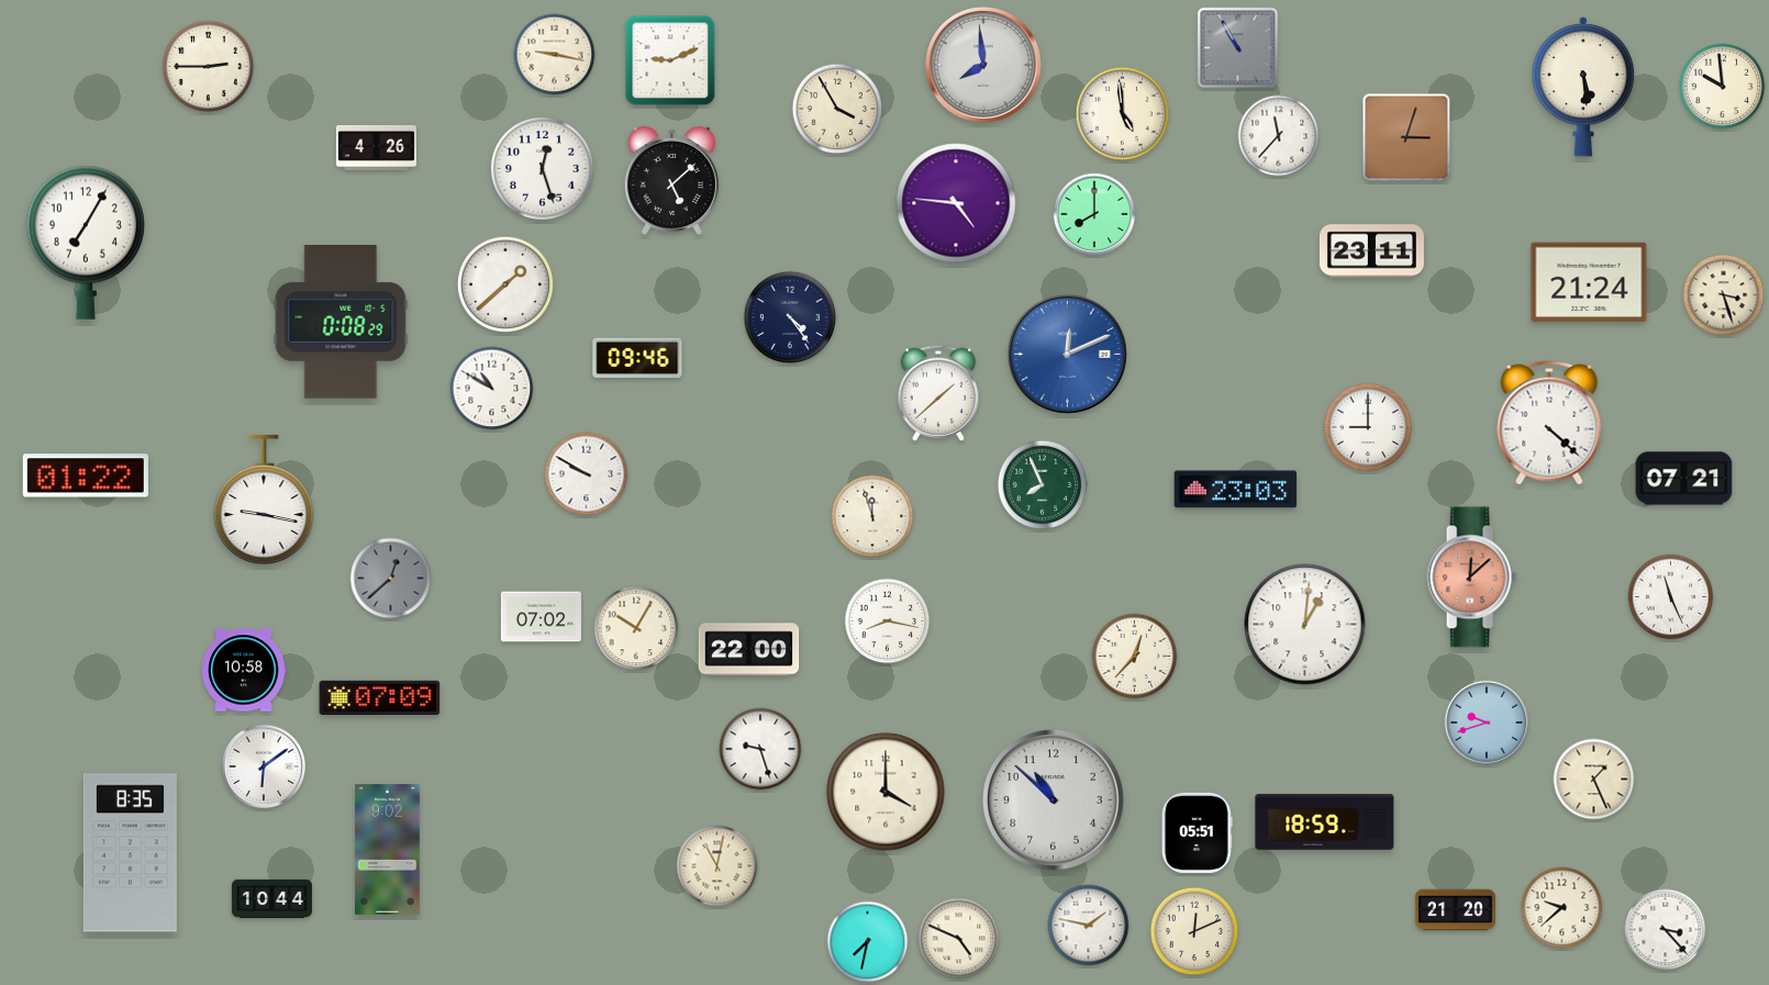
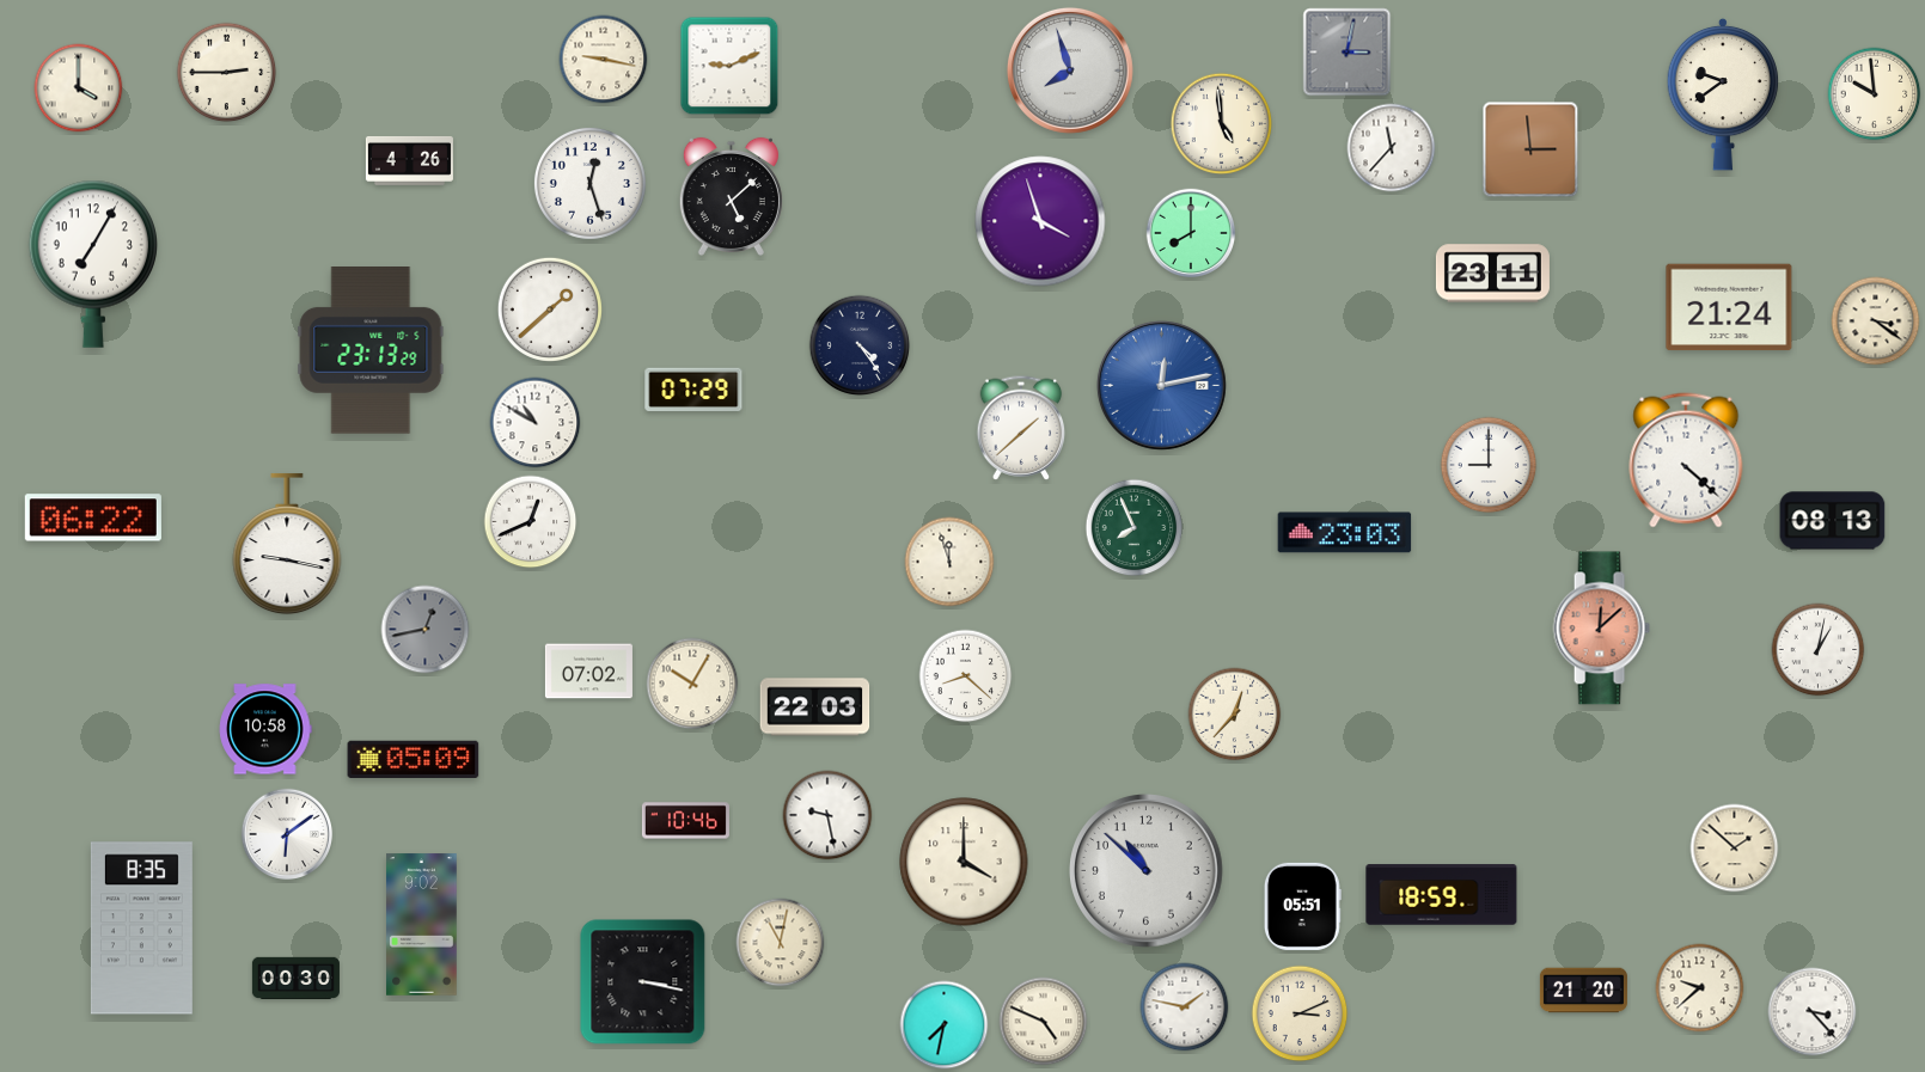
clock at (1238, 48): 10:55 -> 3:02
clock at (983, 65): 7:59 -> 7:57
clock at (79, 88): none -> 4:00
clock at (1583, 87): 5:29 -> 9:39
clock at (837, 109): 3:55 -> none
clock at (1406, 137): 3:03 -> 2:59
clock at (956, 203): 4:46 -> 3:57
clock at (1724, 295): 3:27 -> 3:21
clock at (341, 323): 0:08 -> 23:13
clock at (1067, 354): 12:11 -> 12:13
clock at (637, 358): 09:46 -> 07:29
clock at (587, 474): 9:50 -> none
clock at (86, 475): 01:22 -> 06:22
clock at (1684, 479): 07:21 -> 08:13
clock at (531, 522): none -> 12:41
clock at (391, 579): 12:38 -> 12:43
clock at (1671, 597): 11:26 -> 1:02
clock at (888, 622): 8:17 -> 8:22
clock at (1305, 625): 1:01 -> none
clock at (749, 650): 22:00 -> 22:03
clock at (380, 698): 07:09 -> 05:09
clock at (1487, 723): 9:42 -> none
clock at (760, 749): 9:27 -> 9:28
clock at (685, 821): none -> 10:46
clock at (1594, 780): 1:26 -> 1:52
clock at (271, 898): 10:44 -> 00:30
clock at (643, 982): none -> 3:17
clock at (1194, 931): 12:11 -> 3:11
